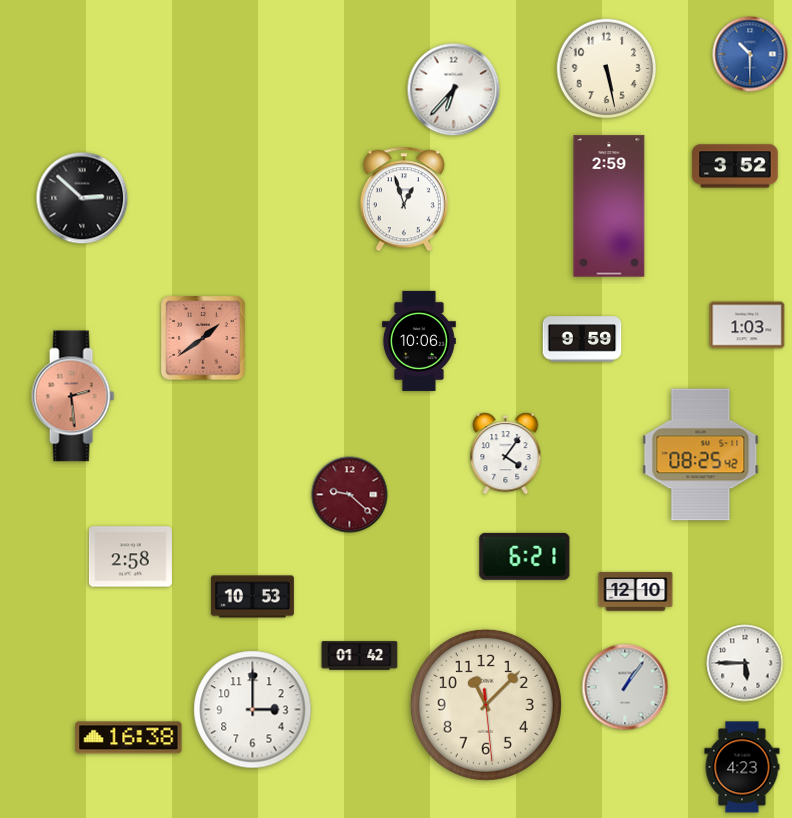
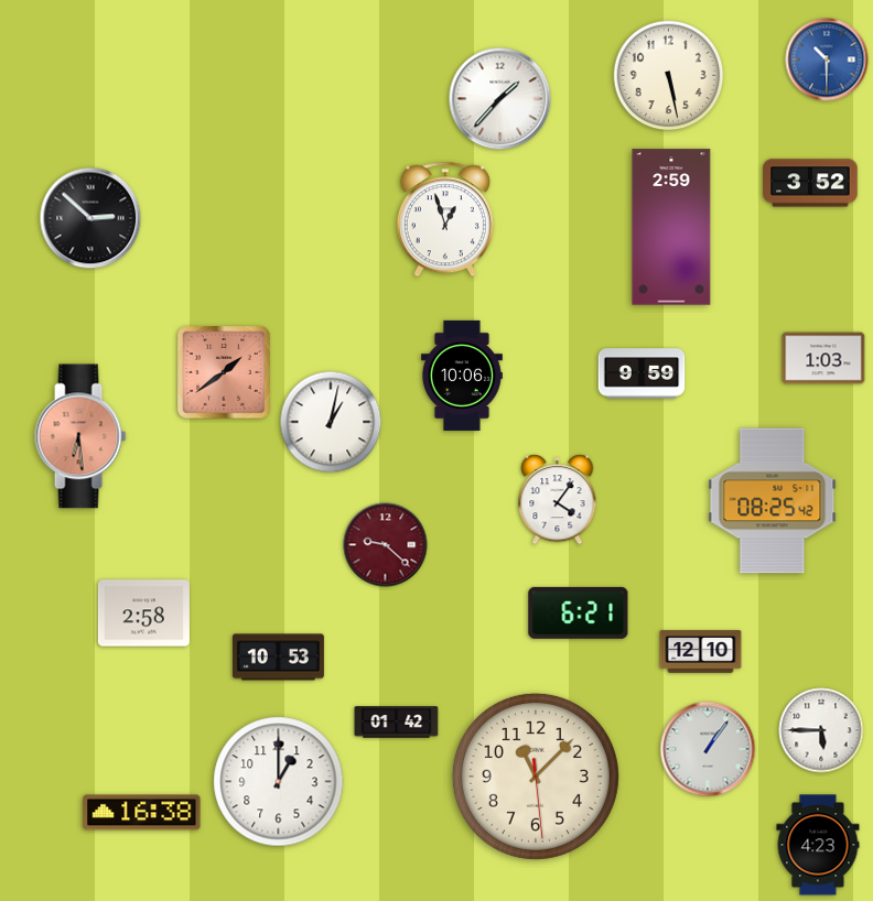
clock at (454, 90): 6:37 -> 1:37
clock at (331, 422): none -> 1:02
clock at (73, 396): 2:29 -> 6:29
clock at (625, 687) position: (625, 687) -> (708, 749)
clock at (253, 710): 3:00 -> 1:00
